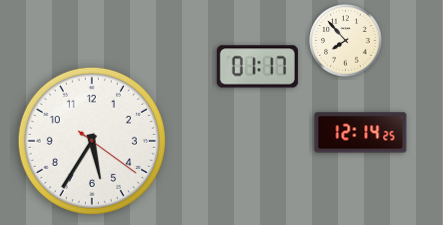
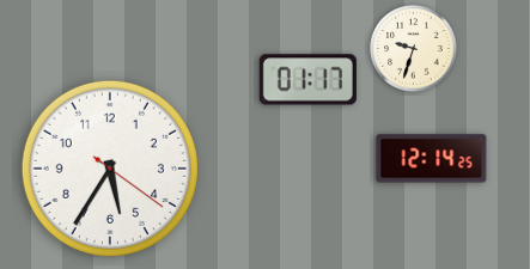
clock at (346, 41): 7:53 -> 9:33
